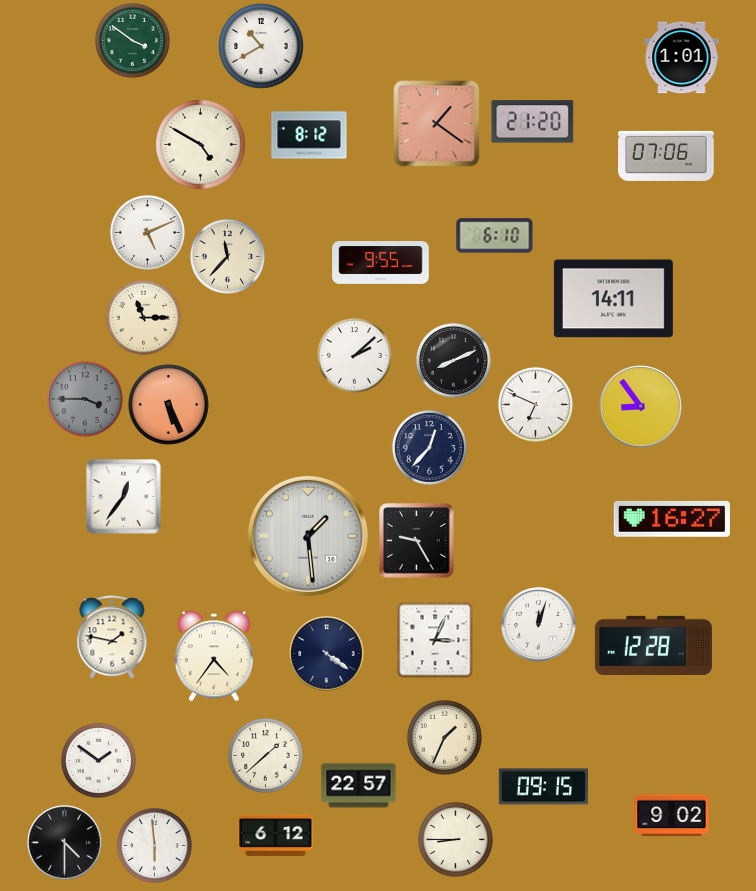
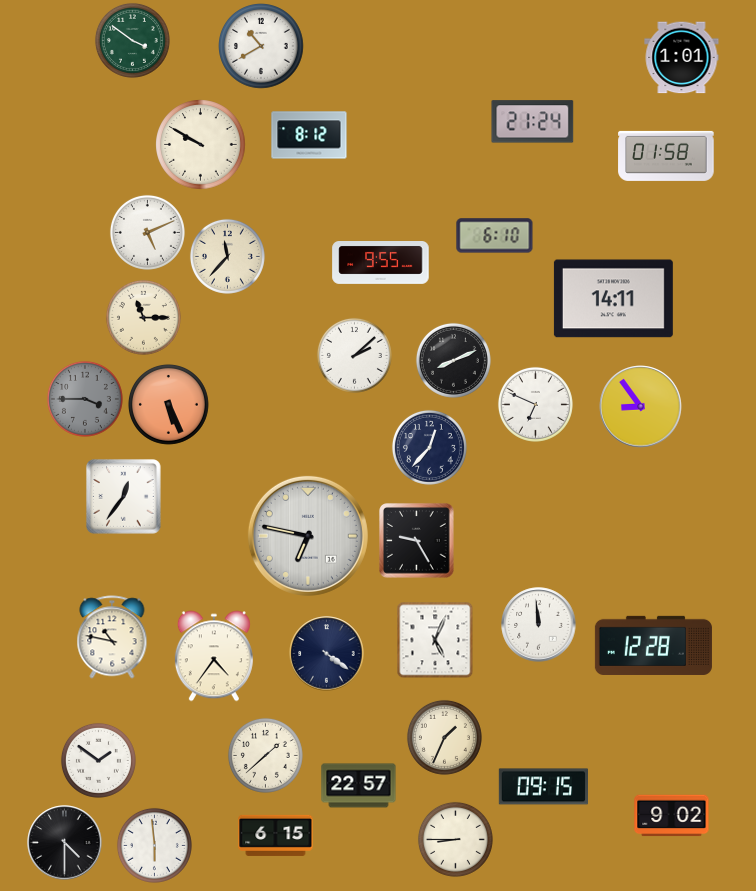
clock at (533, 122): 21:20 -> 21:24
clock at (437, 124): 1:21 -> none
clock at (201, 145): 4:50 -> 9:50
clock at (666, 156): 07:06 -> 01:58
clock at (672, 519): 16:27 -> none
clock at (308, 536): 1:29 -> 6:47
clock at (539, 625): 12:03 -> 11:59
clock at (112, 637): 1:47 -> 10:47
clock at (435, 640): 3:04 -> 5:04
clock at (276, 835): 6:12 -> 6:15
